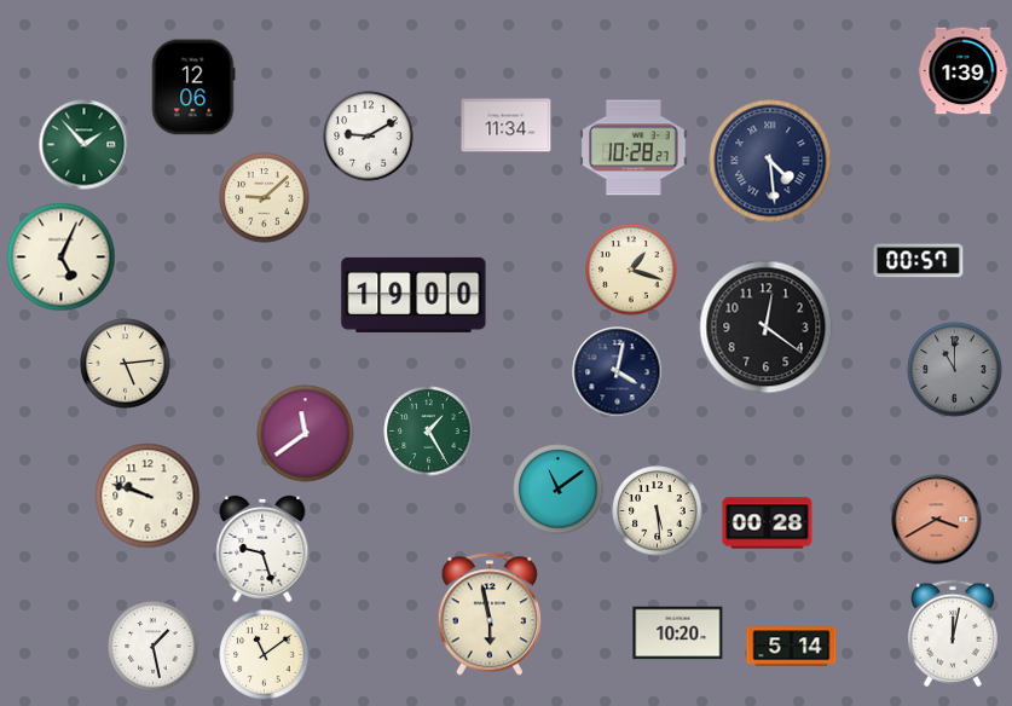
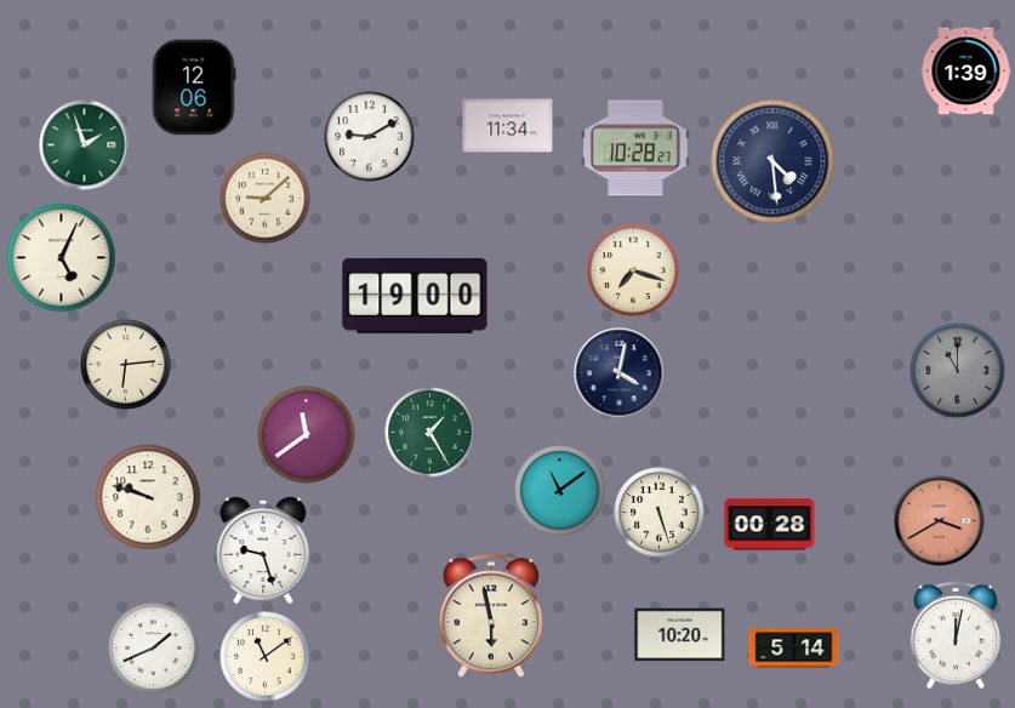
clock at (85, 145): 1:53 -> 1:57
clock at (919, 261): 00:57 -> none
clock at (631, 270): 1:18 -> 7:18
clock at (767, 328): 12:21 -> none
clock at (126, 364): 5:14 -> 6:14
clock at (658, 511): 5:29 -> 5:27
clock at (154, 647): 1:28 -> 1:41
